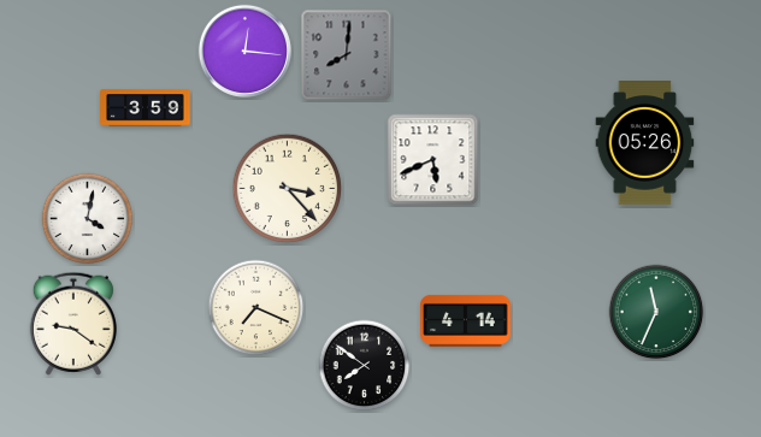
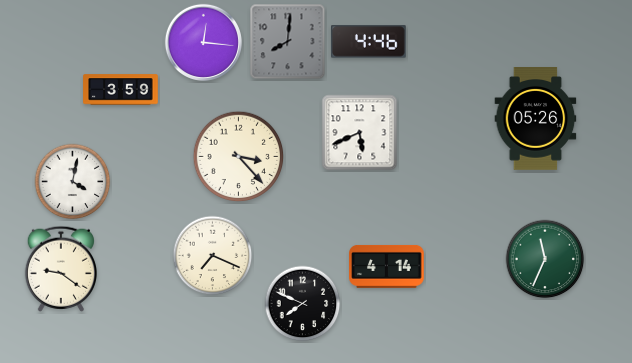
clock at (369, 42): none -> 4:46
clock at (347, 55) position: (347, 55) -> (288, 42)
clock at (365, 366): 7:51 -> 7:49
